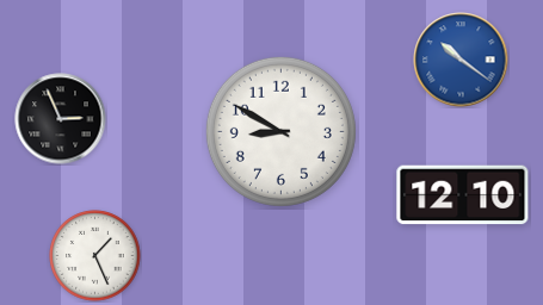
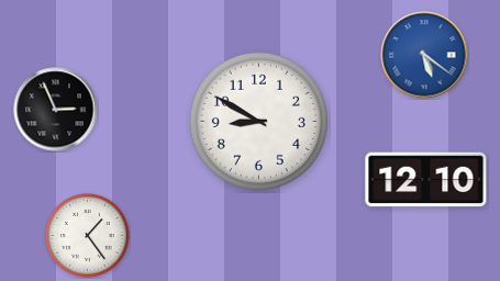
clock at (461, 60): 10:21 -> 5:21
clock at (95, 256): 1:26 -> 1:24
